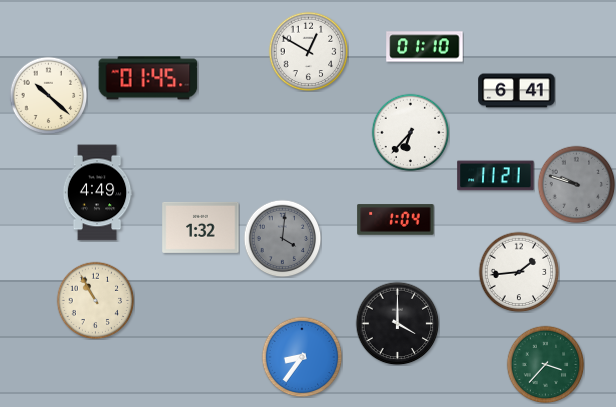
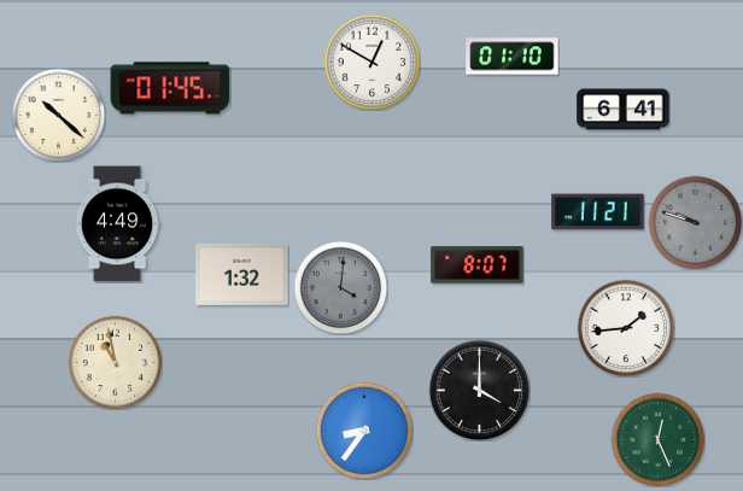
clock at (148, 78) position: (148, 78) -> (170, 88)
clock at (410, 132): 6:37 -> none
clock at (97, 193) position: (97, 193) -> (117, 224)
clock at (396, 220): 1:04 -> 8:07
clock at (95, 300): 10:55 -> 10:58
clock at (545, 364): 3:37 -> 12:26
